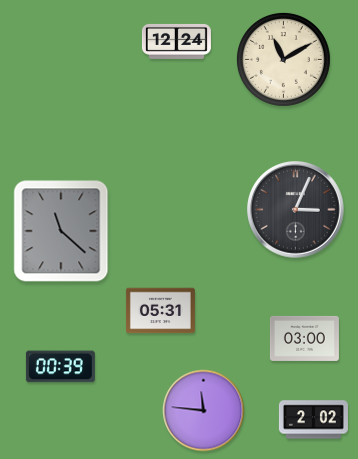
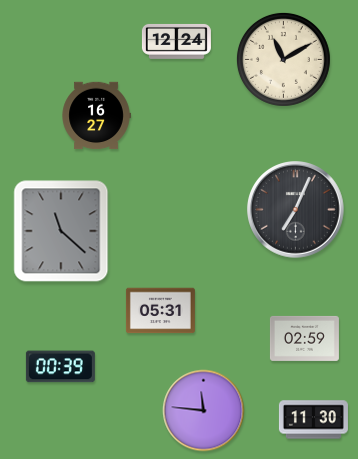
clock at (96, 116): none -> 16:27
clock at (296, 210): 3:04 -> 7:04
clock at (304, 338): 03:00 -> 02:59
clock at (313, 420): 2:02 -> 11:30
